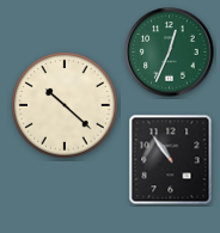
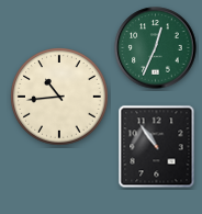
clock at (65, 105): 10:22 -> 10:44
